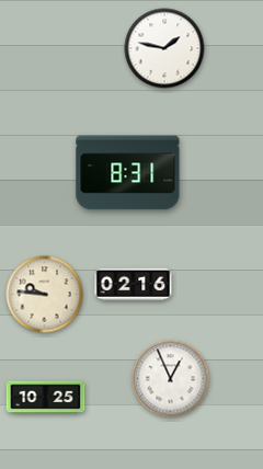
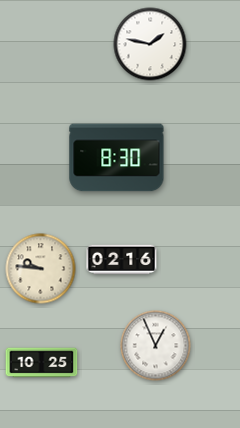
clock at (128, 173): 8:31 -> 8:30
